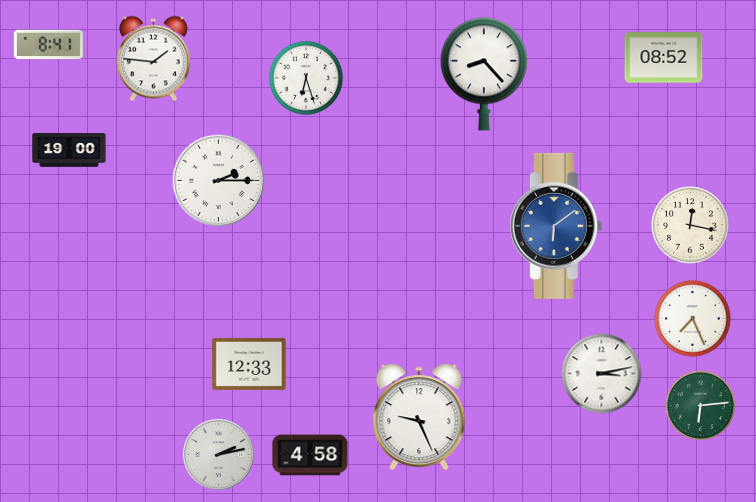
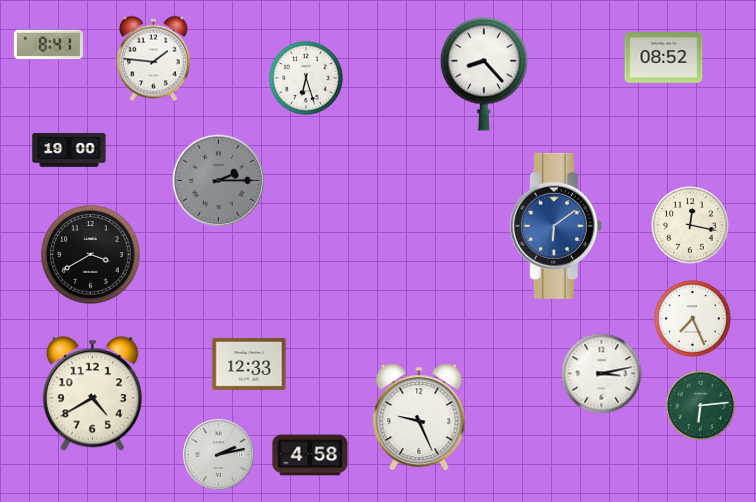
clock at (219, 181) dial: white -> grey
clock at (91, 255): none -> 3:40
clock at (92, 394): none -> 4:40
